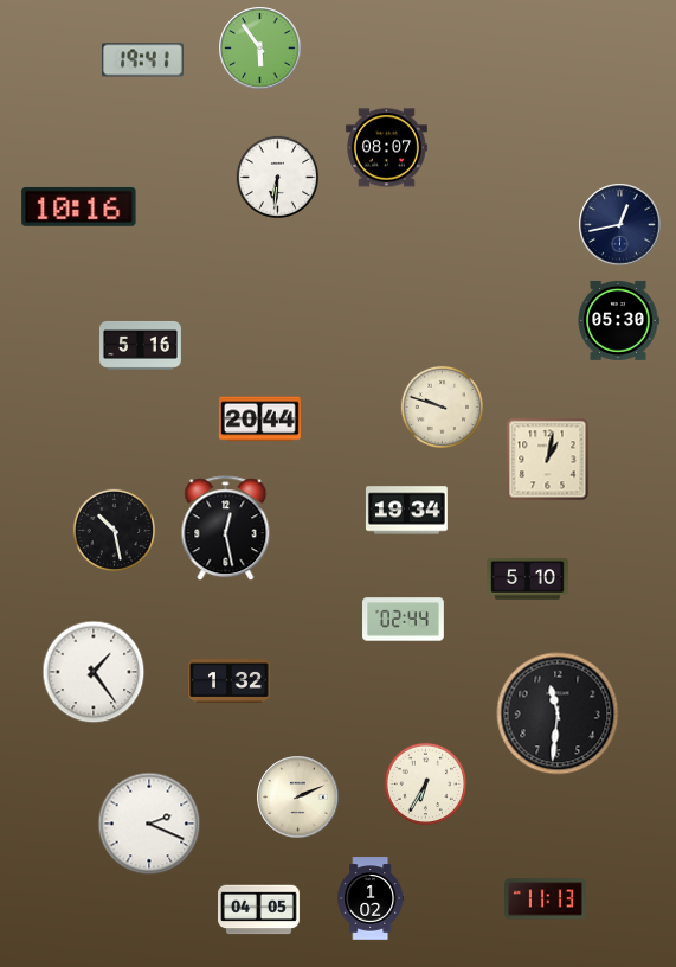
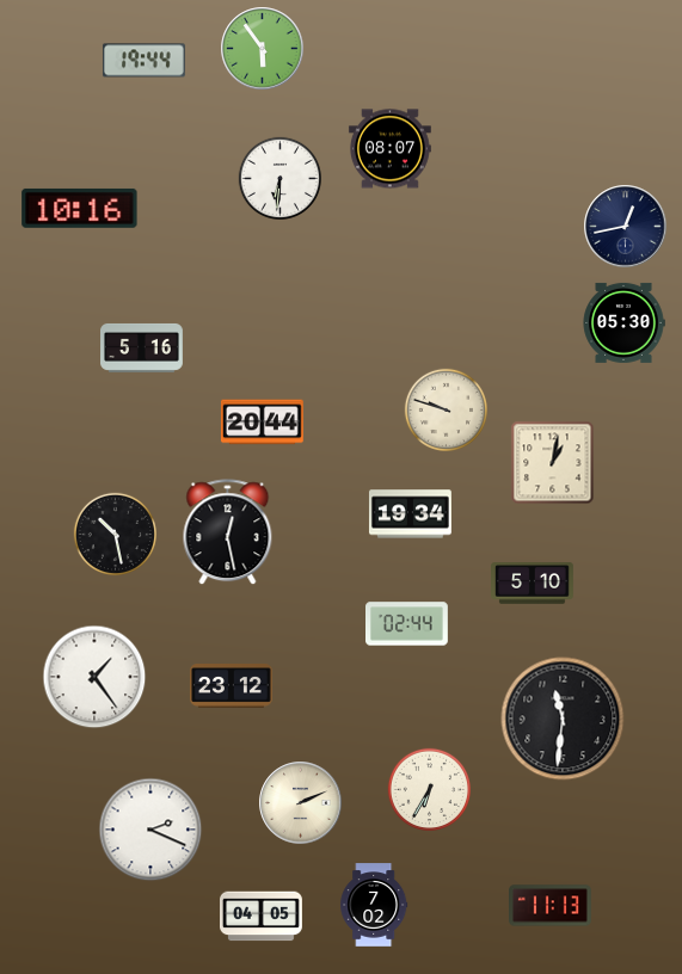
clock at (142, 60): 19:41 -> 19:44
clock at (230, 681): 1:32 -> 23:12
clock at (371, 898): 1:02 -> 7:02
